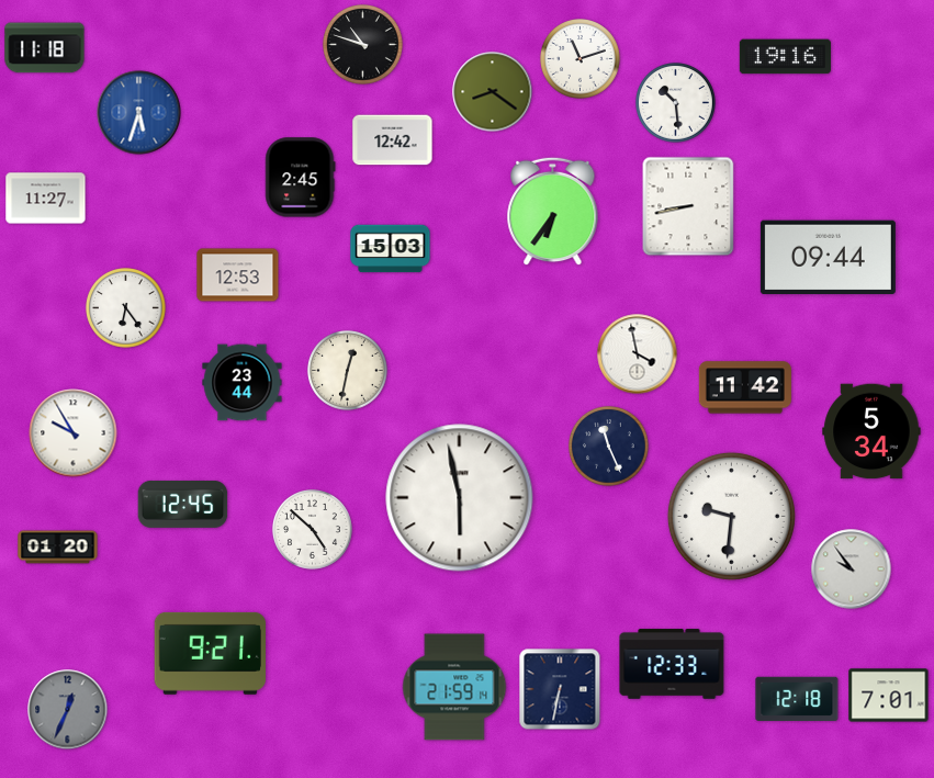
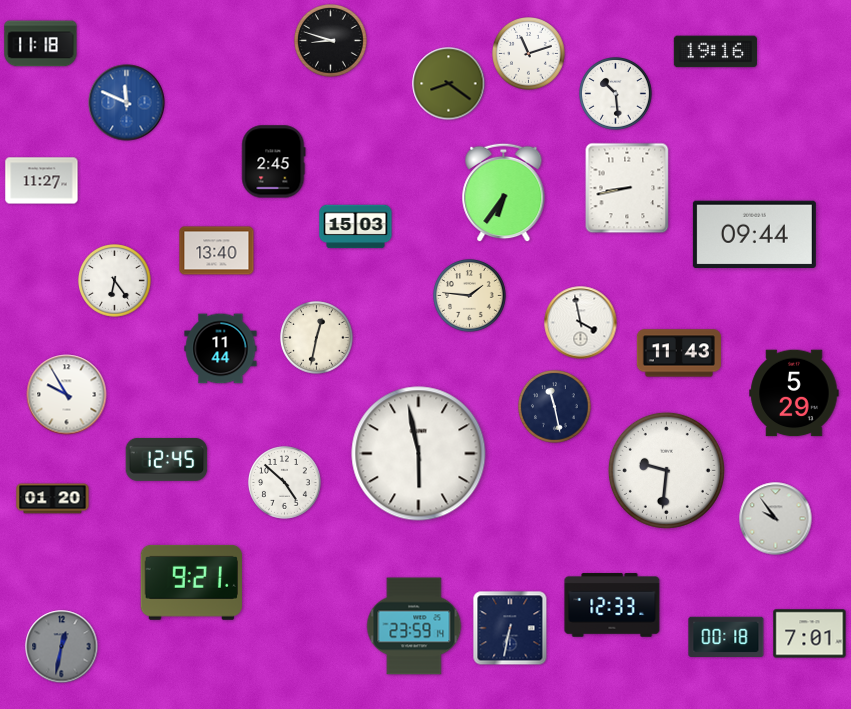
clock at (363, 45): 10:48 -> 8:48
clock at (139, 113): 5:33 -> 11:49
clock at (393, 140): 12:42 -> none
clock at (238, 275): 12:53 -> 13:40
clock at (470, 296): none -> 1:46
clock at (243, 383): 23:44 -> 11:44
clock at (745, 387): 11:42 -> 11:43
clock at (871, 431): 5:34 -> 5:29
clock at (609, 447): 11:26 -> 11:28
clock at (210, 653) position: (210, 653) -> (191, 582)
clock at (454, 687): 21:59 -> 23:59
clock at (797, 698): 12:18 -> 00:18
clock at (68, 710): 12:34 -> 12:32
